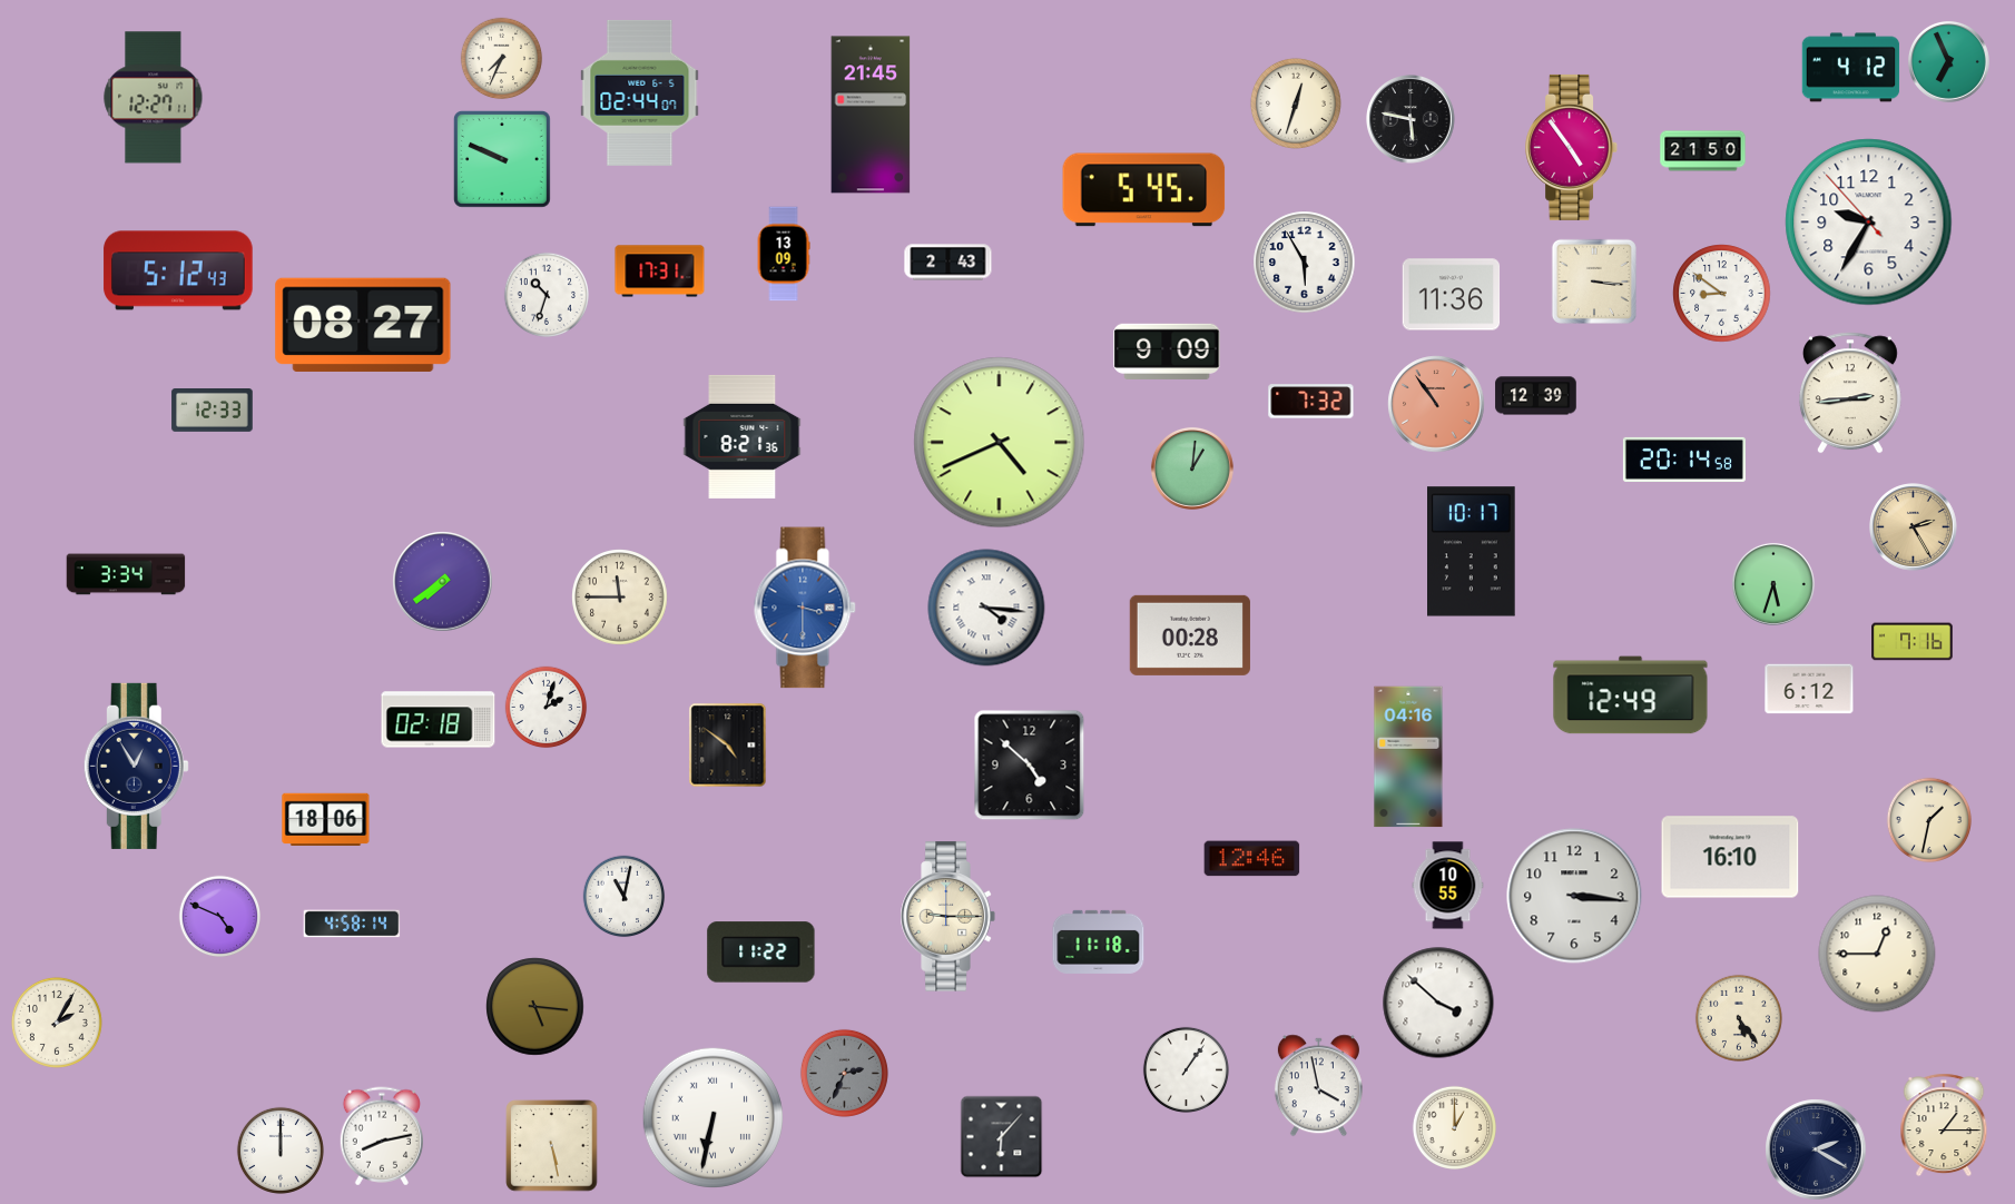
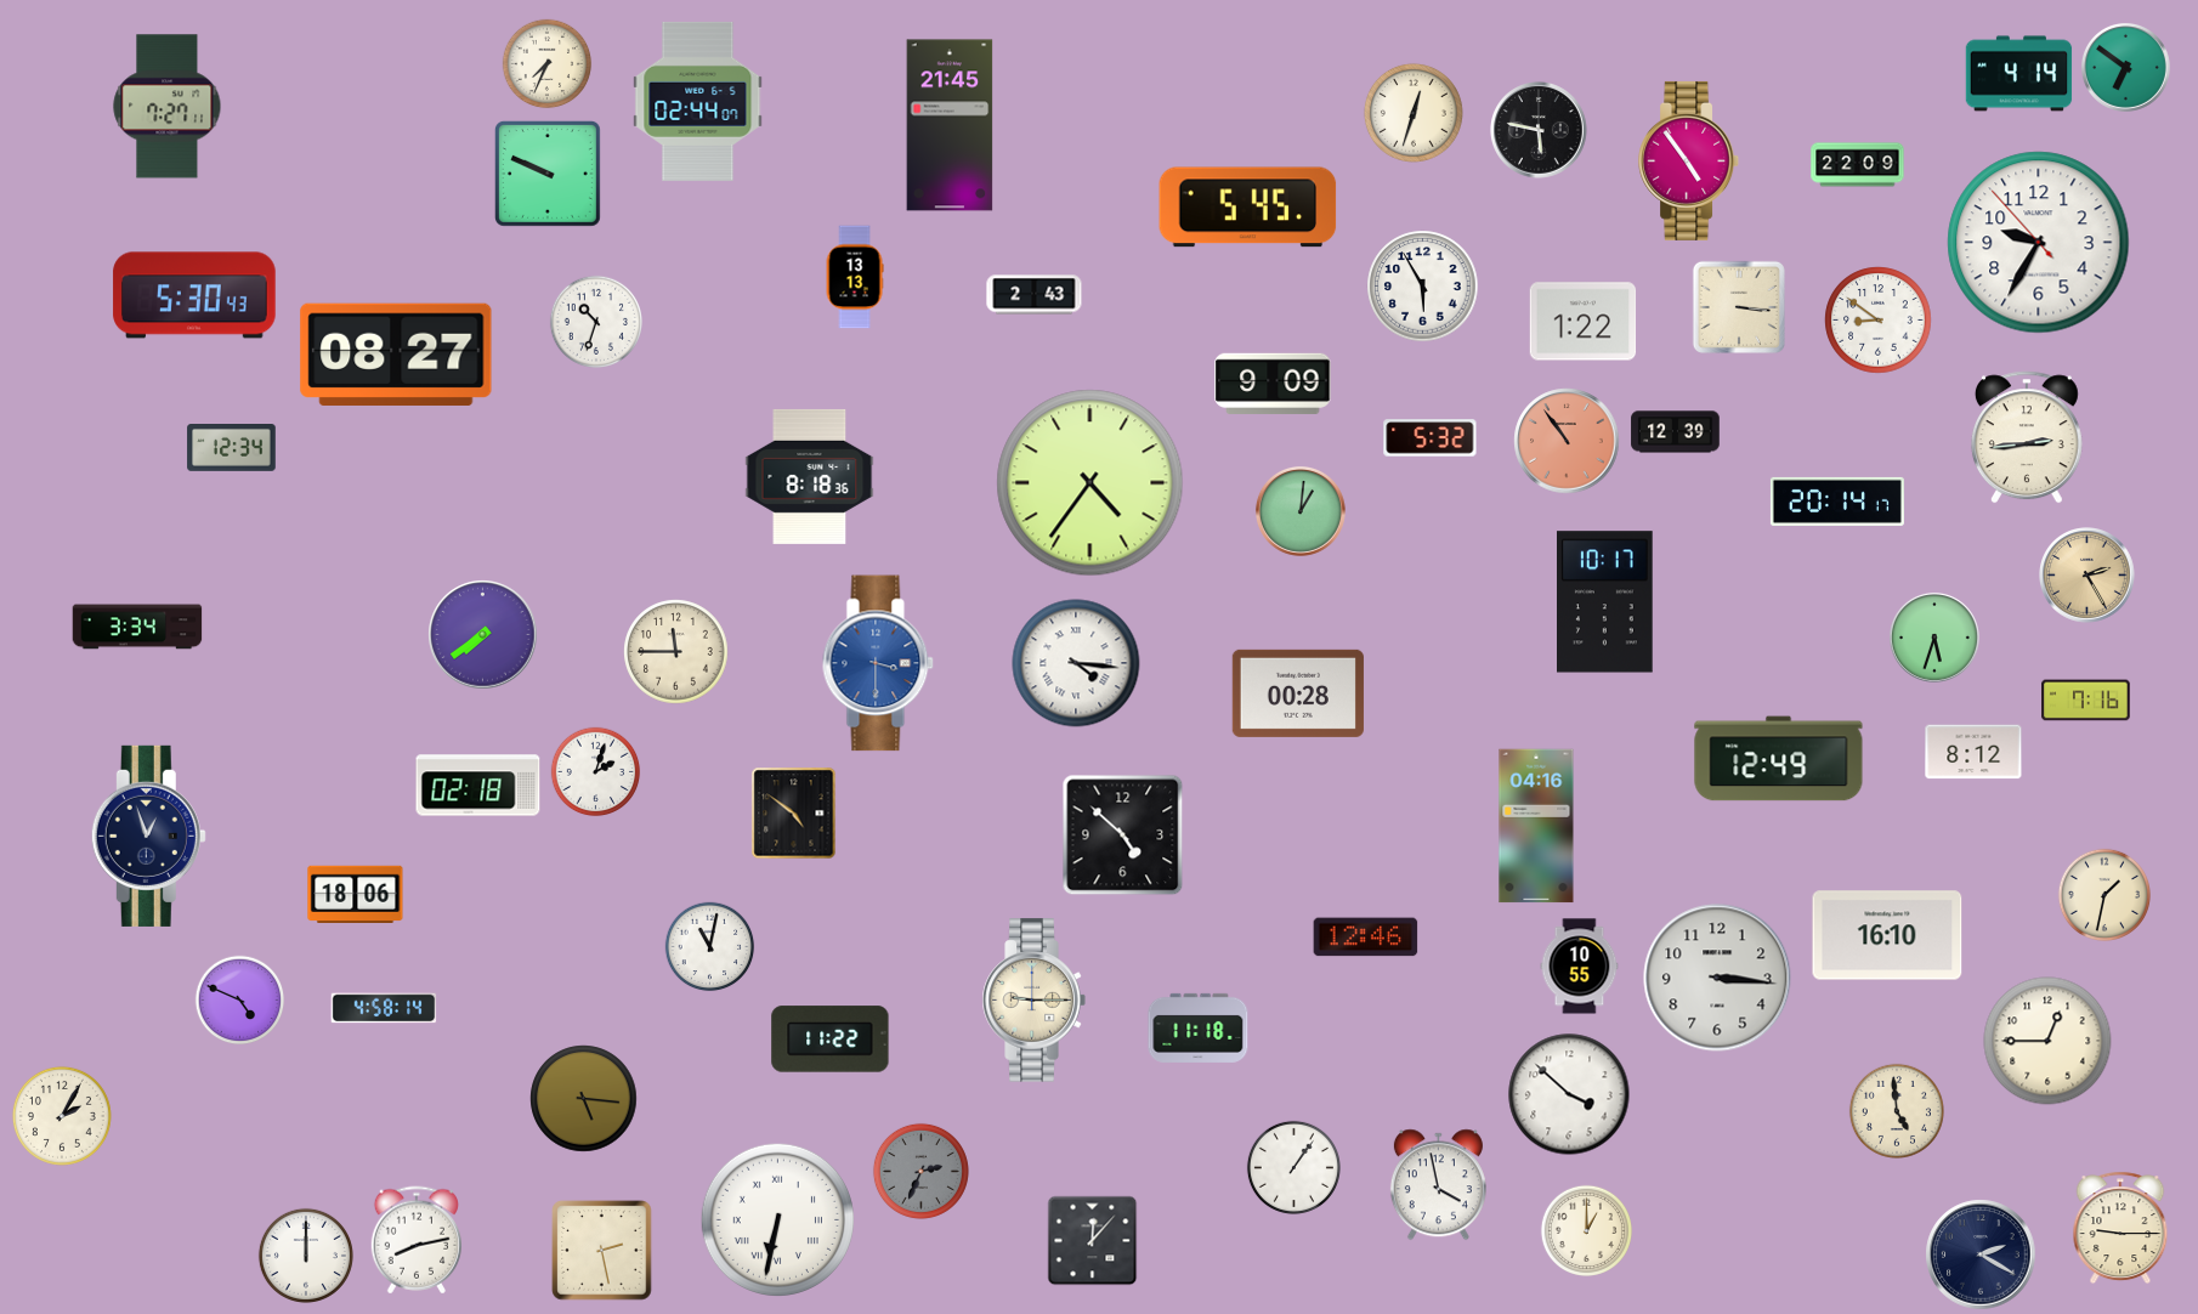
clock at (1948, 61): 6:56 -> 6:51
clock at (1851, 68): 4:12 -> 4:14
clock at (154, 98): 12:27 -> 7:27
clock at (1572, 147) position: (1572, 147) -> (1689, 160)
clock at (1703, 151): 21:50 -> 22:09
clock at (784, 254): 13:09 -> 13:13
clock at (948, 263) position: (948, 263) -> (1035, 295)
clock at (178, 270): 5:12 -> 5:30
clock at (660, 272): 17:31 -> none
clock at (1452, 295): 11:36 -> 1:22
clock at (1850, 393) position: (1850, 393) -> (2027, 437)
clock at (1311, 402): 7:32 -> 5:32
clock at (213, 411): 12:33 -> 12:34
clock at (743, 436): 8:21 -> 8:18
clock at (1000, 443): 4:41 -> 4:36
clock at (1684, 460): 20:14:58 -> 20:14:17
clock at (1809, 689): 6:12 -> 8:12
clock at (136, 766): 12:55 -> 12:57
clock at (625, 897) position: (625, 897) -> (710, 947)
clock at (1739, 1018): 5:24 -> 4:59
clock at (1944, 1125): 1:15 -> 9:15
clock at (1002, 1137): 6:07 -> 12:07
clock at (552, 1146): 5:28 -> 2:28
